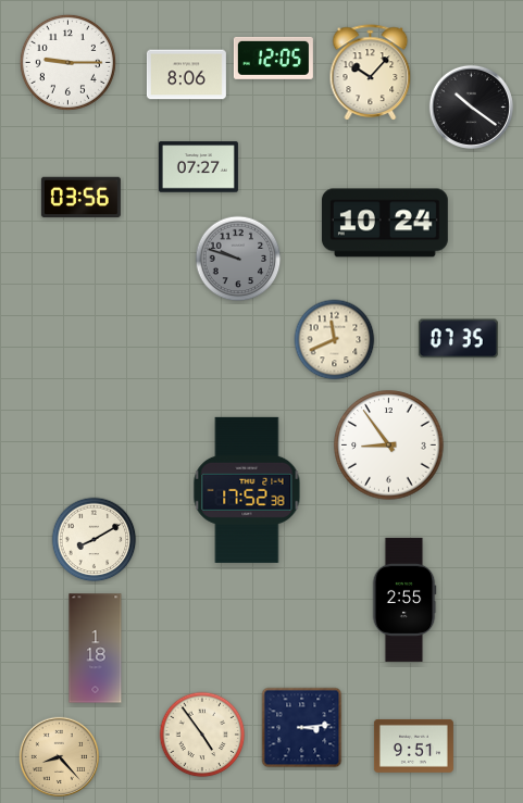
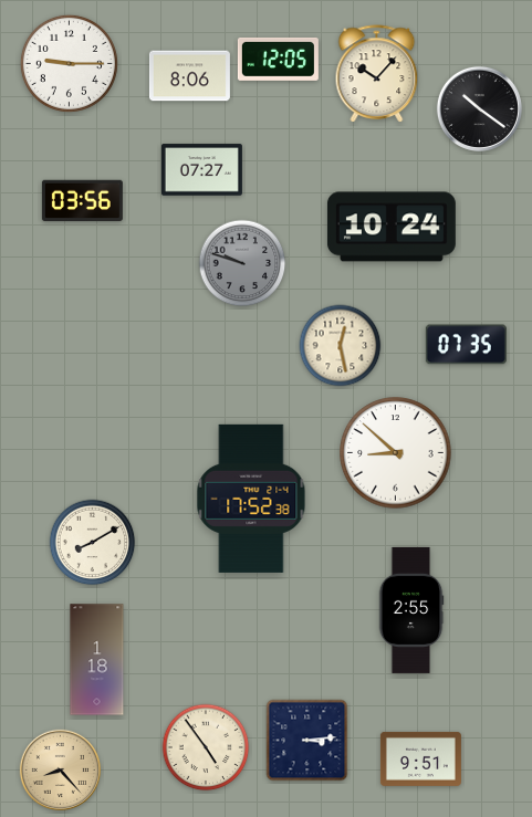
clock at (335, 340): 11:41 -> 12:28
clock at (389, 446): 8:54 -> 8:52
clock at (95, 540) position: (95, 540) -> (93, 543)
